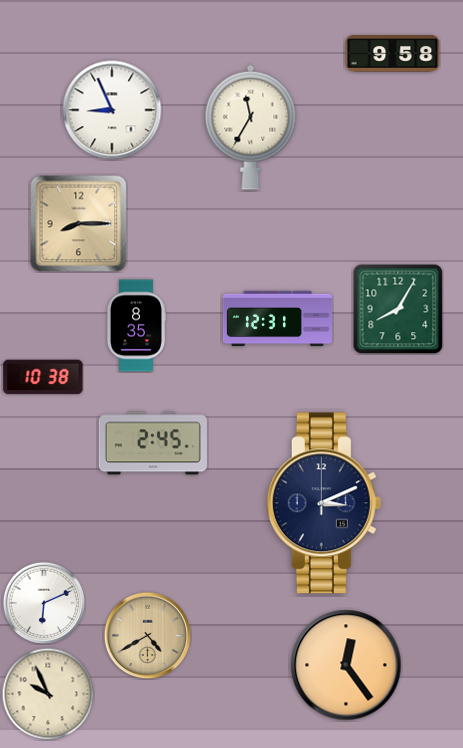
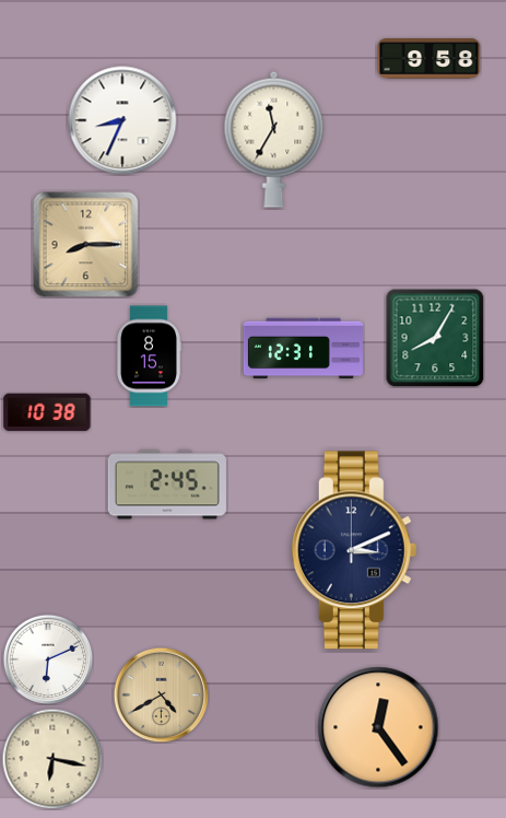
clock at (112, 110): 8:56 -> 8:34
clock at (135, 326): 8:35 -> 8:15
clock at (48, 694): 9:56 -> 6:17
